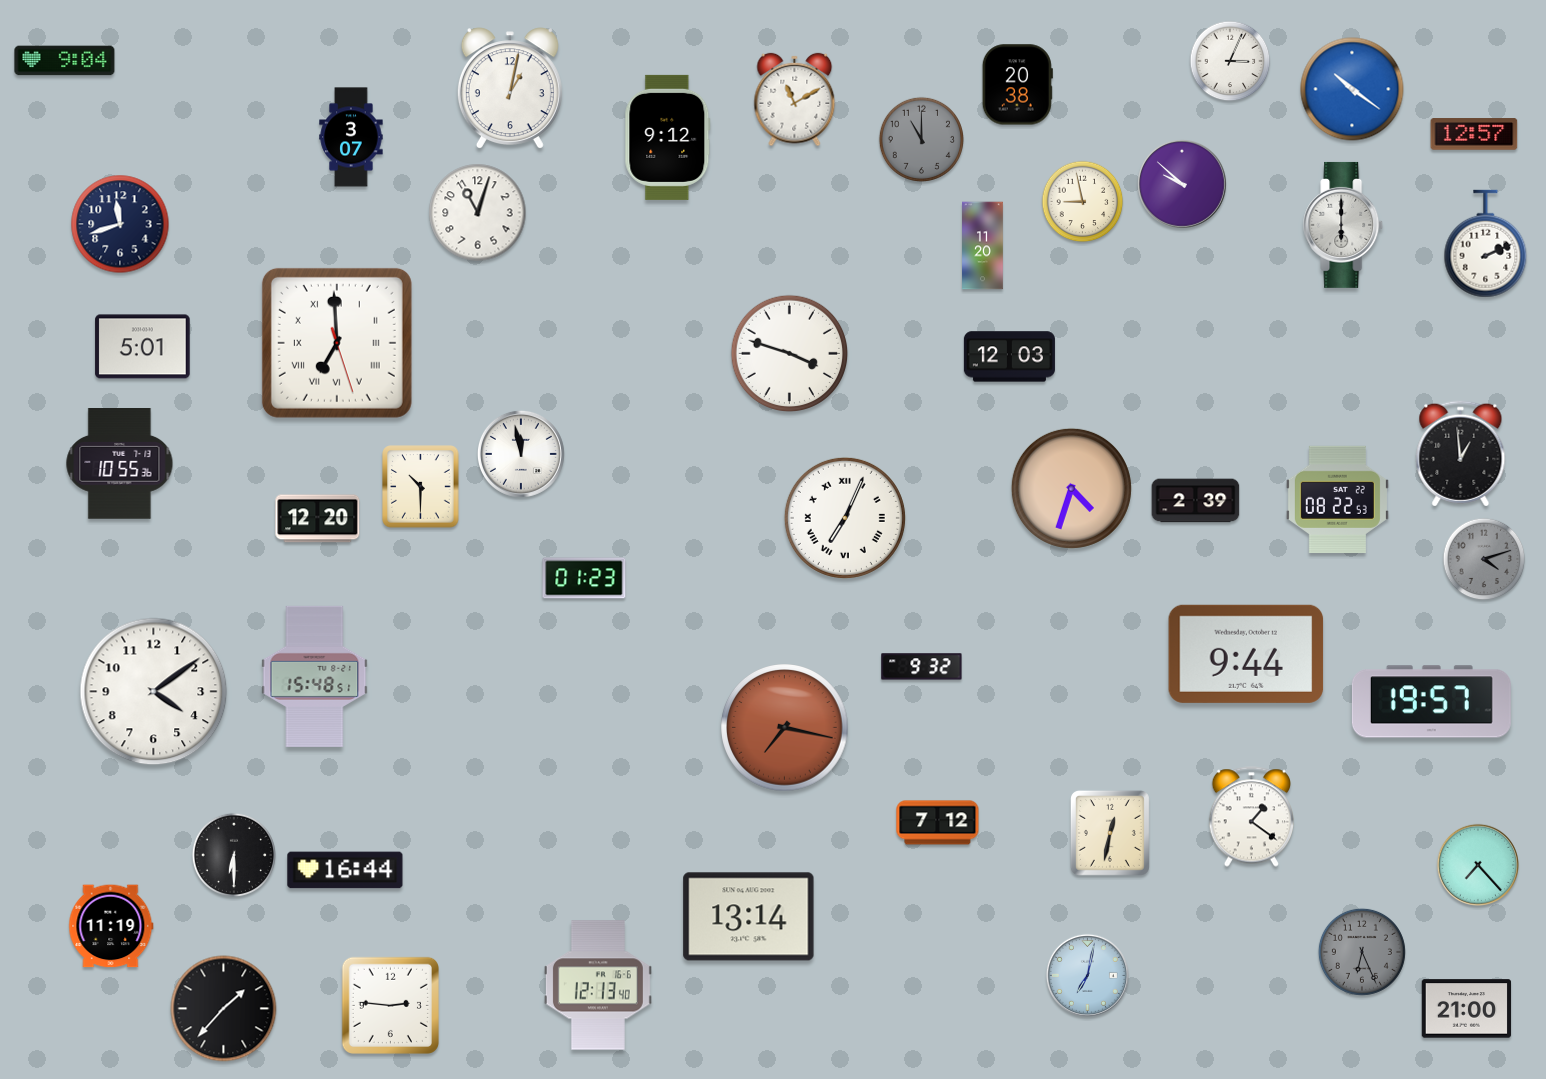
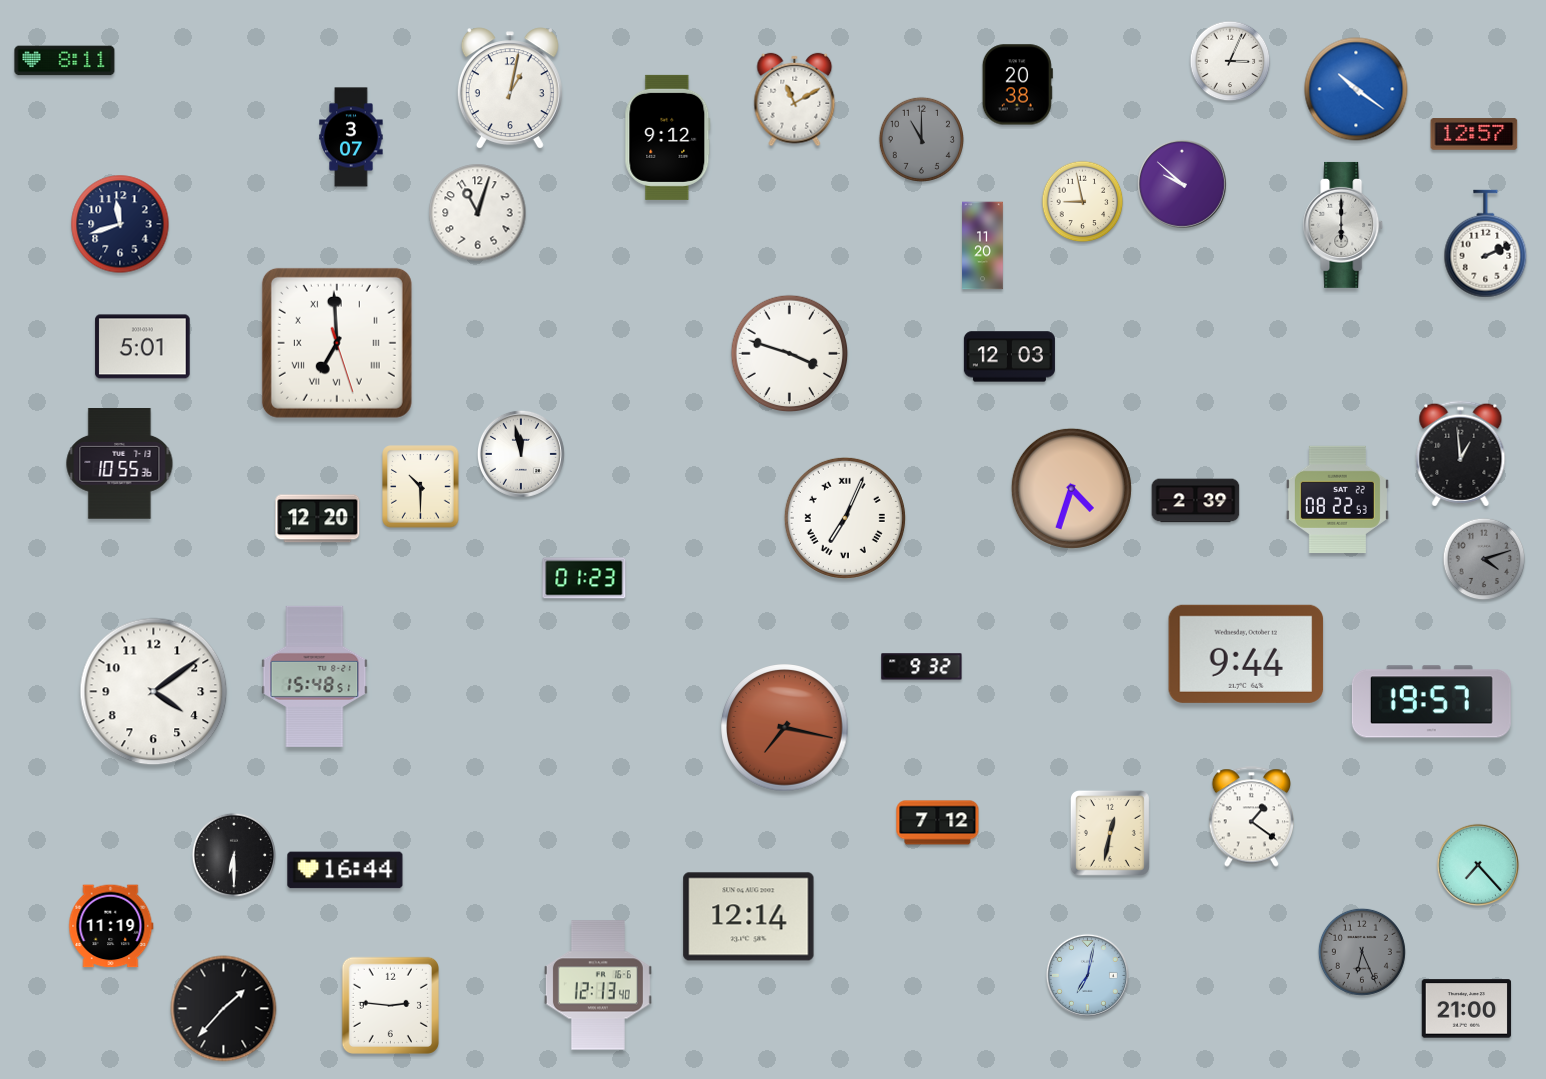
clock at (65, 61): 9:04 -> 8:11
clock at (1352, 89) position: (1352, 89) -> (1356, 89)
clock at (749, 917): 13:14 -> 12:14
